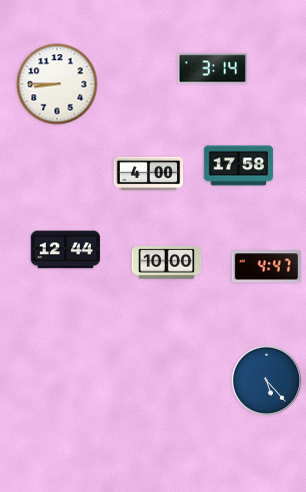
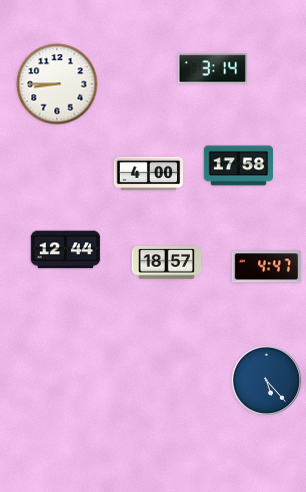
clock at (167, 263): 10:00 -> 18:57
